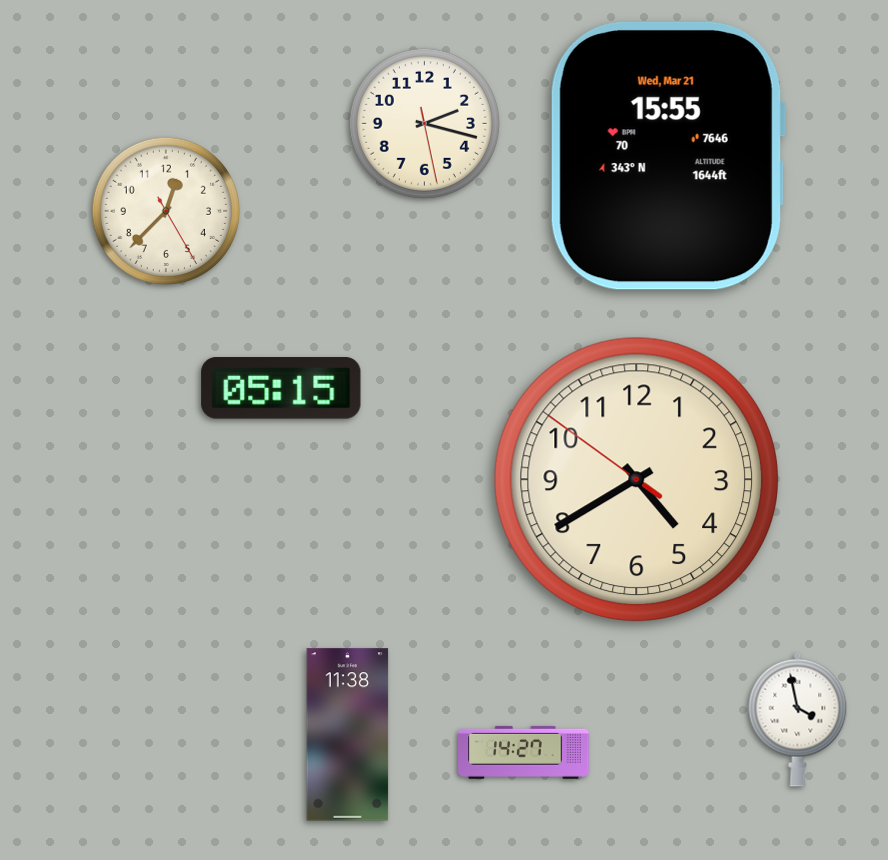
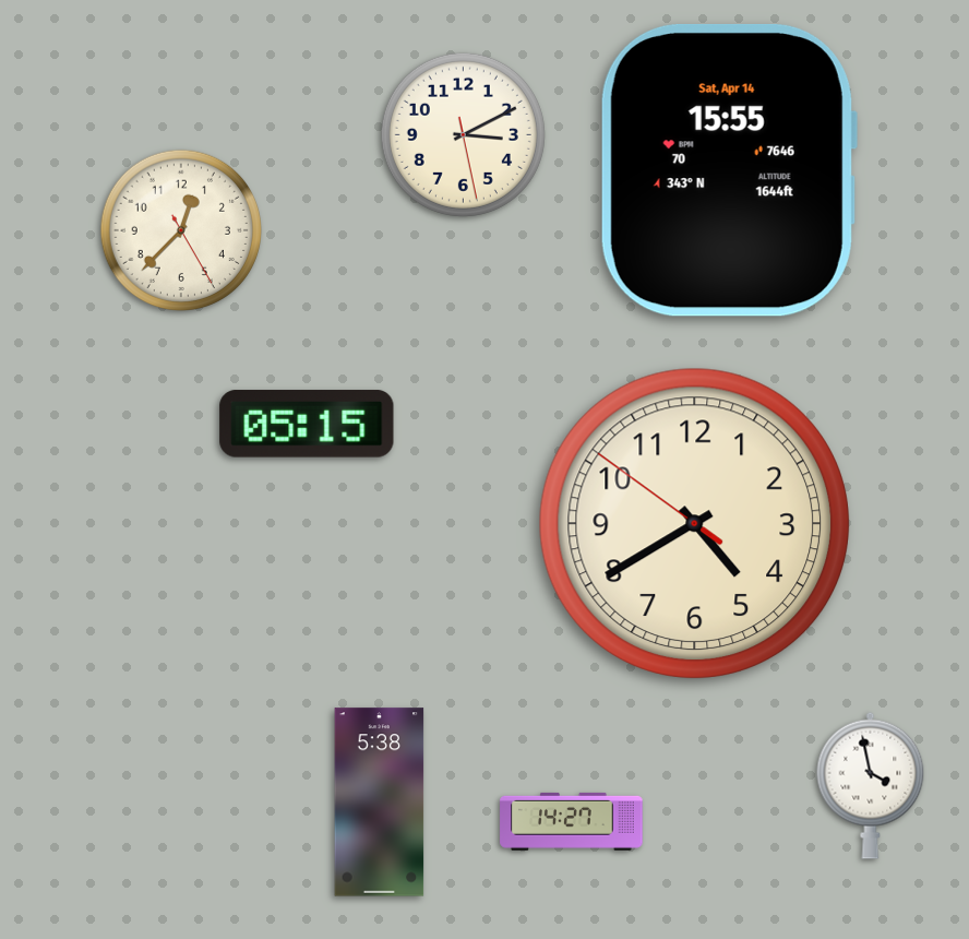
clock at (424, 123): 2:17 -> 3:10
clock at (667, 156) date: Wed, Mar 21 -> Sat, Apr 14
clock at (348, 735): 11:38 -> 5:38
